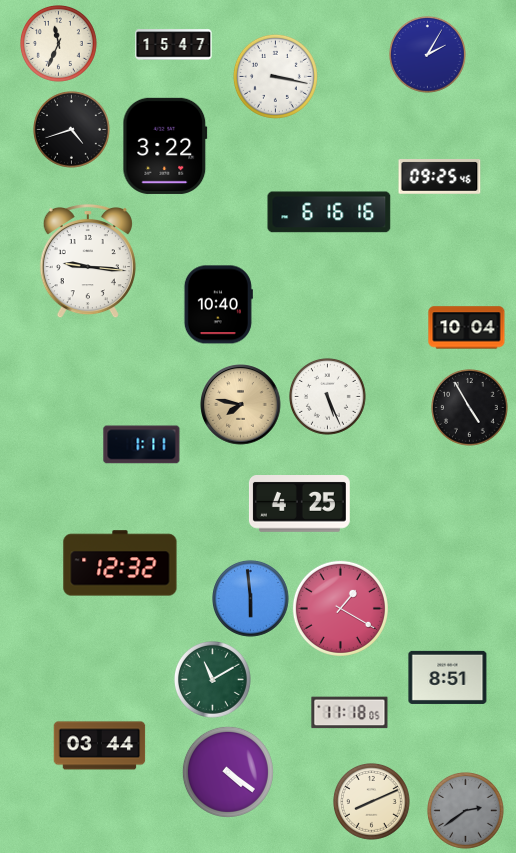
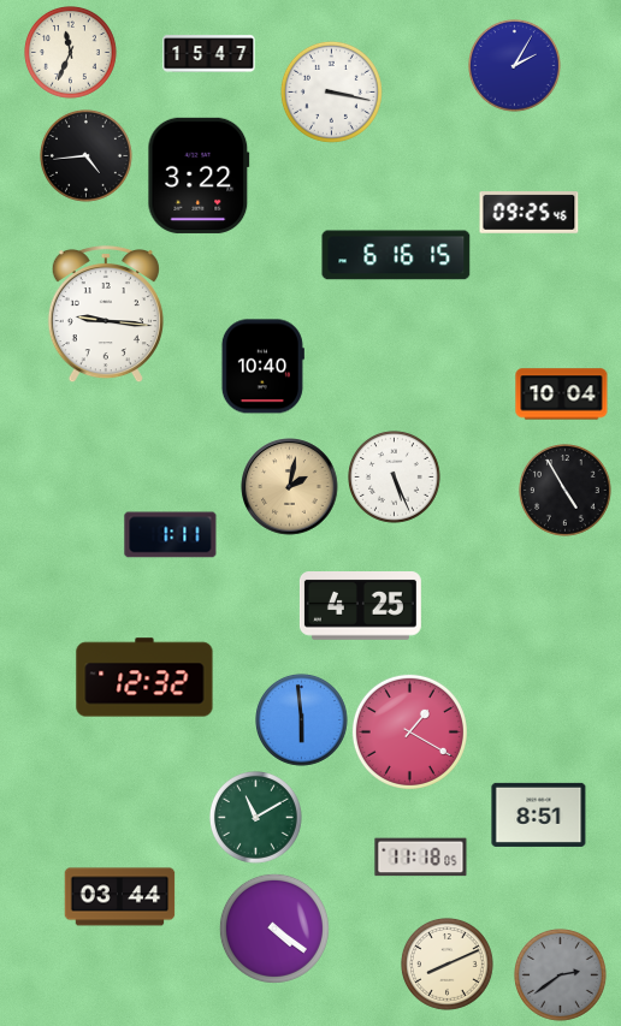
clock at (72, 130): 4:42 -> 4:44
clock at (329, 212): 6:16:16 -> 6:16:15
clock at (241, 405): 7:47 -> 2:02
